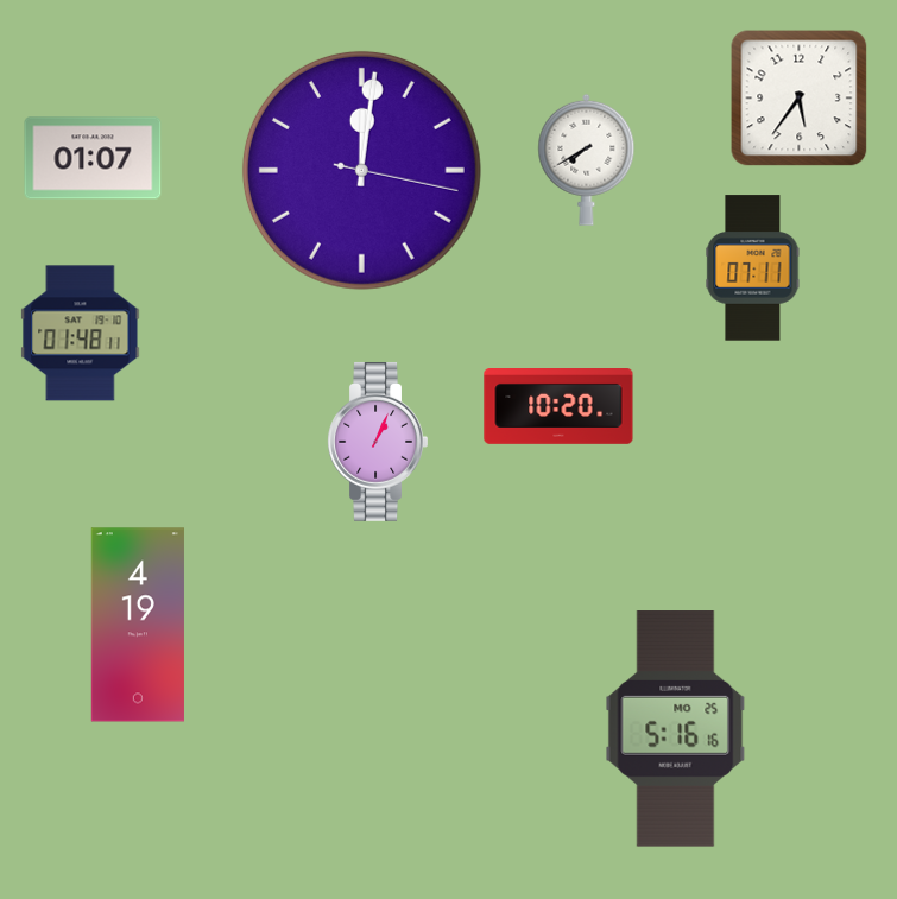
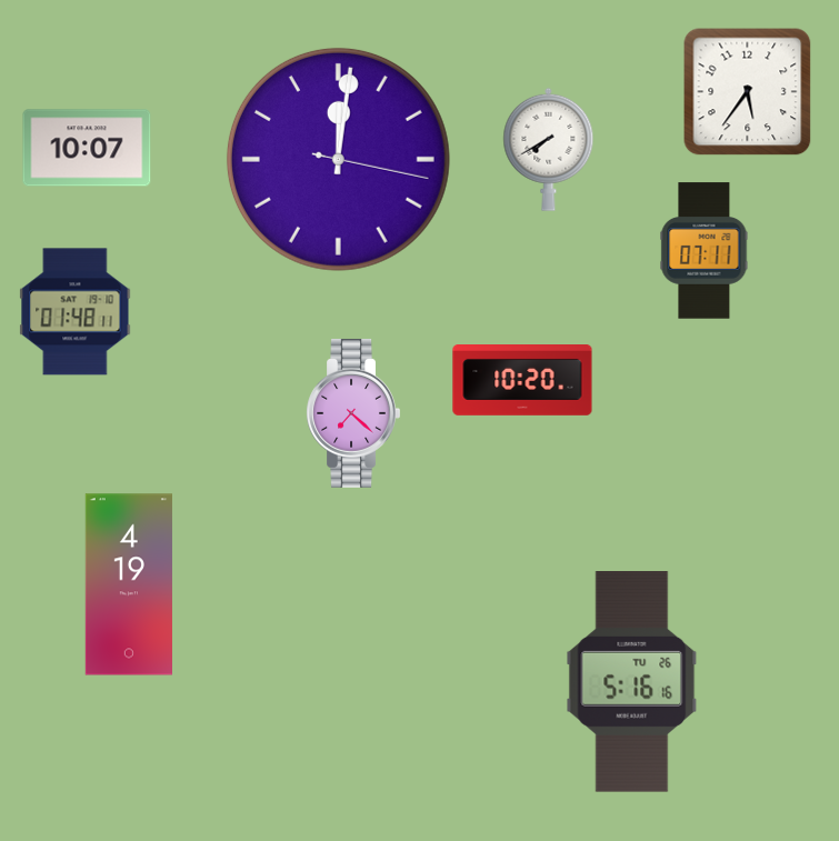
clock at (93, 158): 01:07 -> 10:07
clock at (378, 442): 1:04 -> 7:22
clock at (676, 729) date: MO 25 -> TU 26
